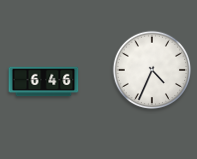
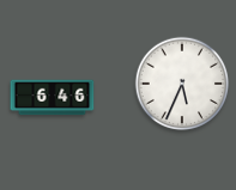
clock at (152, 70): 4:34 -> 5:34
